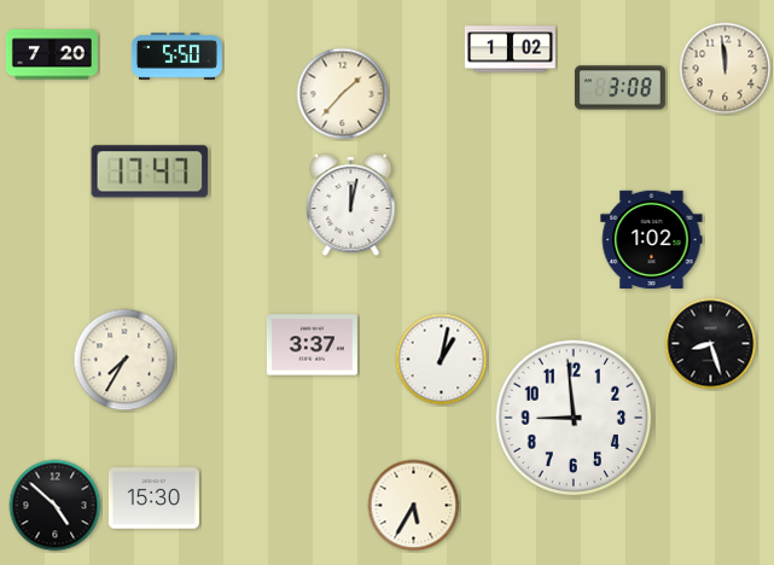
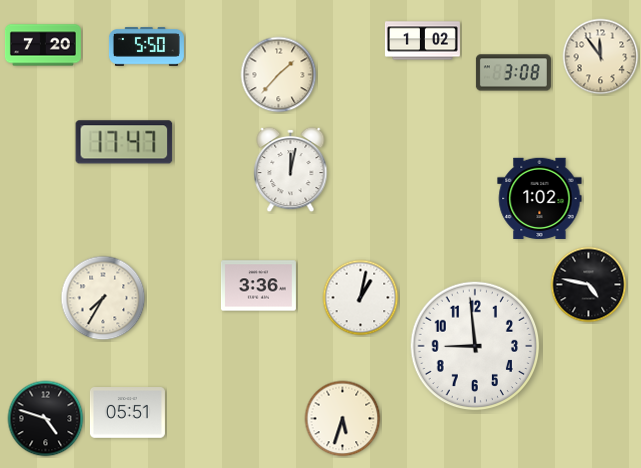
clock at (726, 69): 11:59 -> 11:54
clock at (343, 94) position: (343, 94) -> (279, 75)
clock at (711, 344): 8:27 -> 4:47
clock at (312, 345): 3:37 -> 3:36
clock at (442, 360) position: (442, 360) -> (361, 298)
clock at (153, 499): 15:30 -> 05:51
clock at (56, 506): 4:52 -> 4:48
clock at (414, 506): 5:35 -> 5:33
